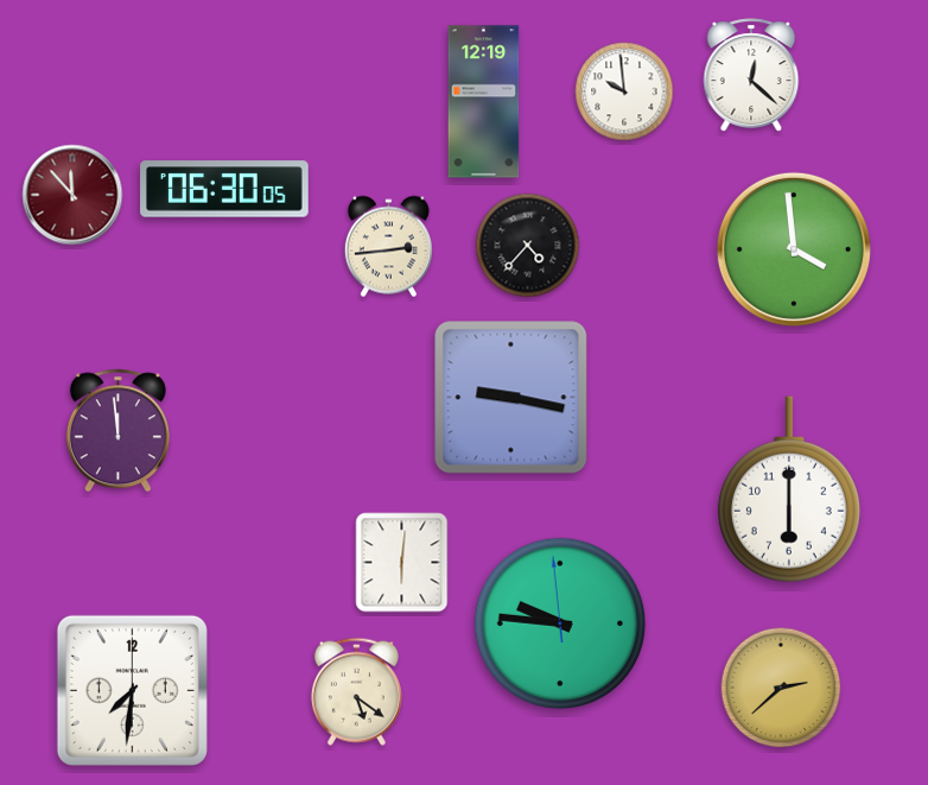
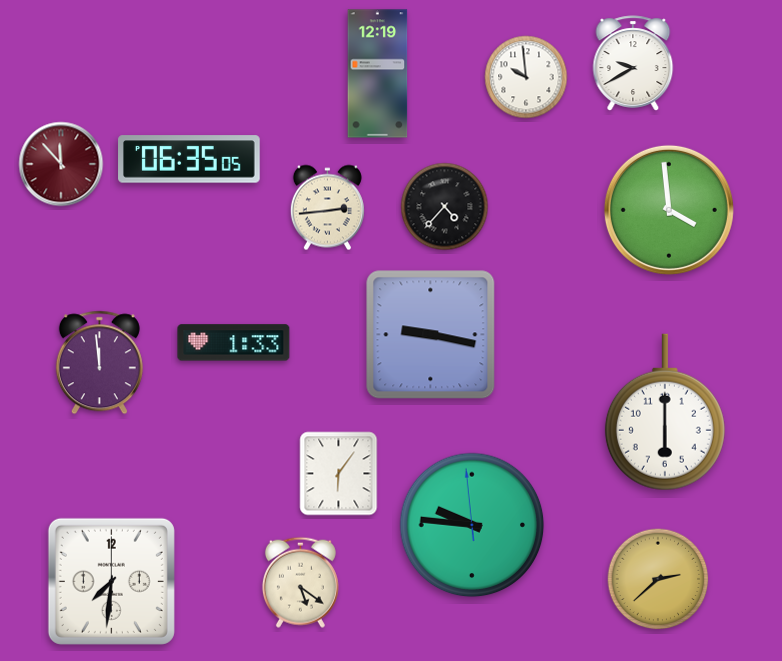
clock at (751, 75): 12:22 -> 9:40
clock at (484, 102) position: (484, 102) -> (378, 74)
clock at (224, 189): 06:30 -> 06:35
clock at (234, 343): none -> 1:33
clock at (402, 563): 6:01 -> 6:06
